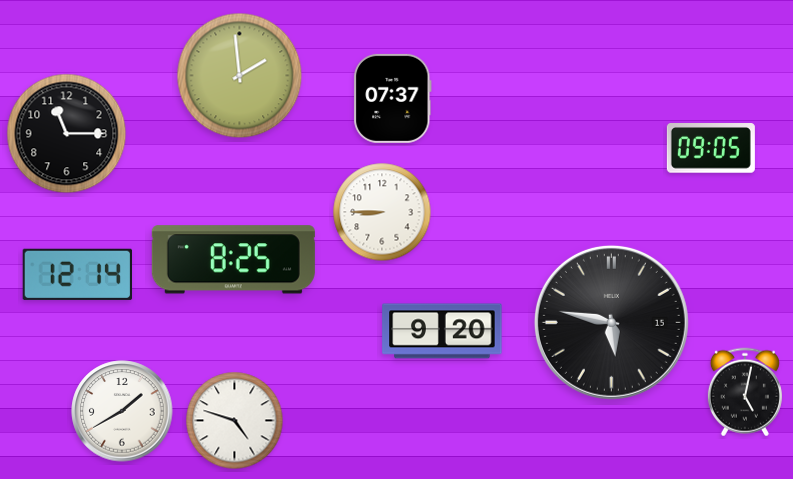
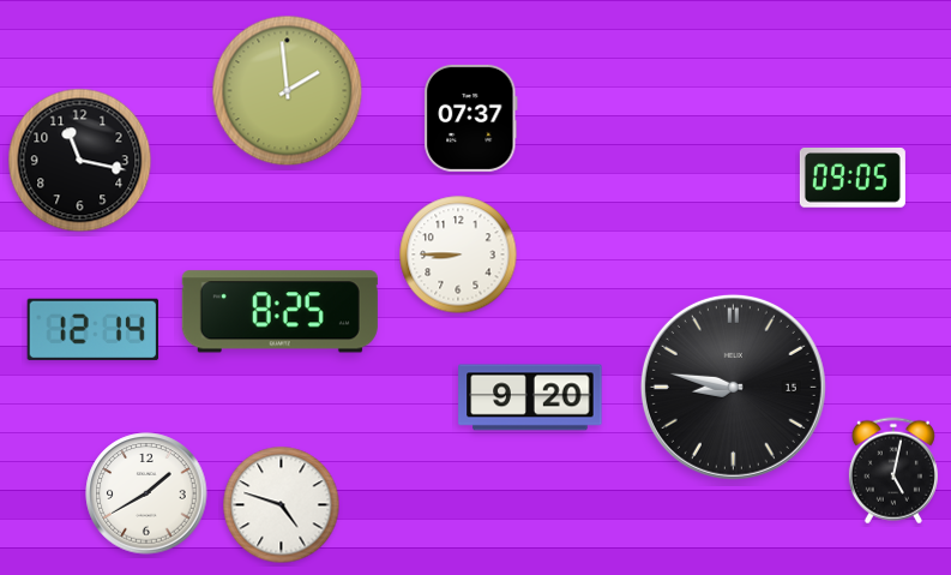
clock at (67, 134): 11:15 -> 11:17
clock at (611, 322): 5:47 -> 8:47
